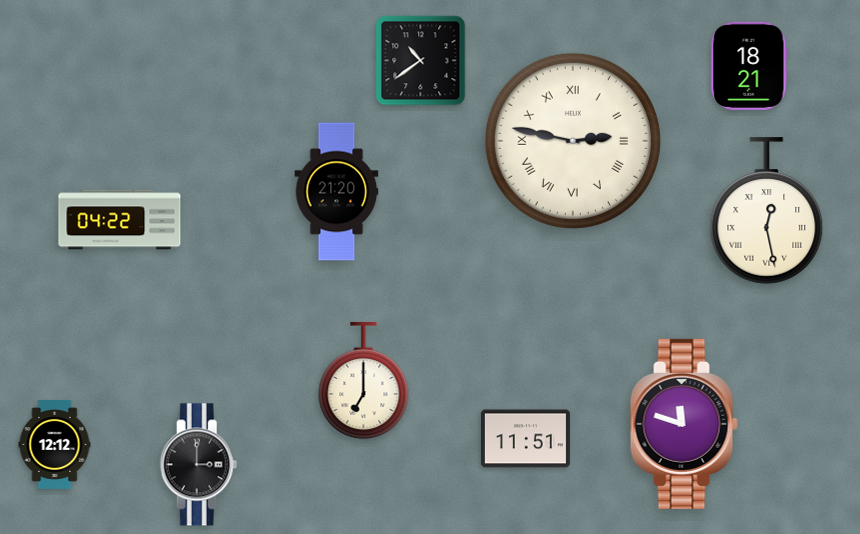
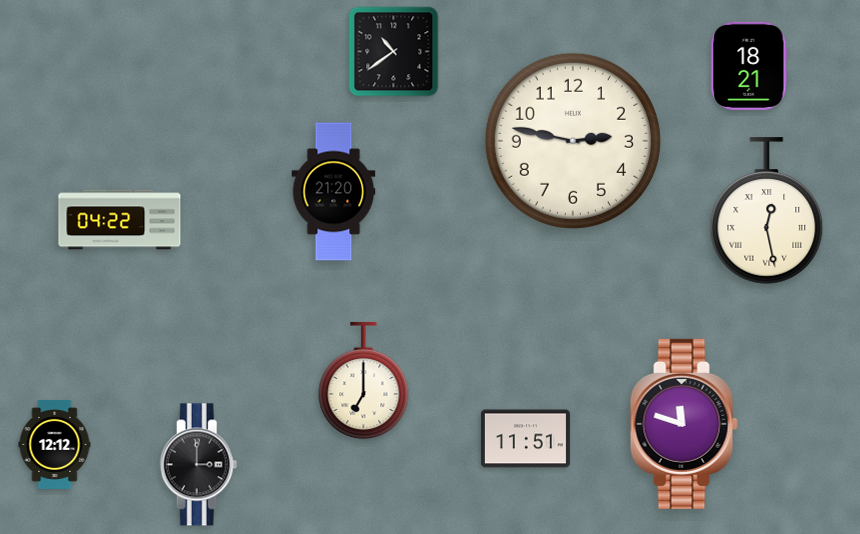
clock at (421, 61) position: (421, 61) -> (394, 52)
clock at (573, 141) numerals: Roman -> Arabic
clock at (337, 192) position: (337, 192) -> (334, 192)
